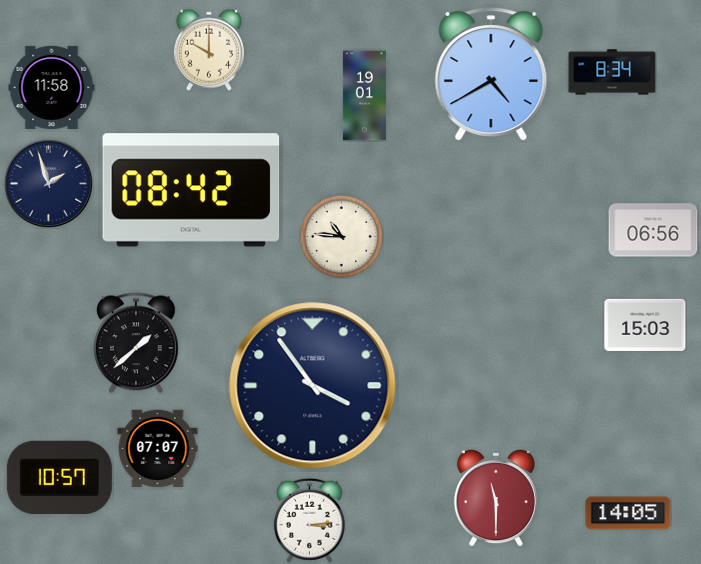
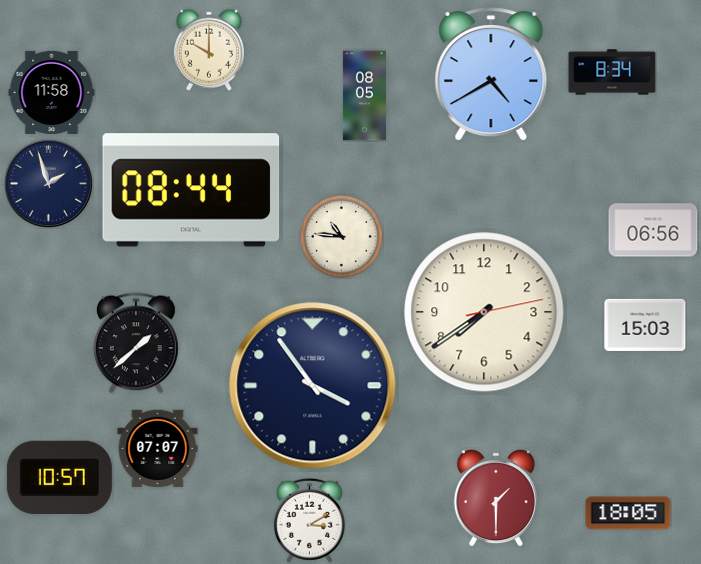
clock at (52, 87) position: (52, 87) -> (52, 92)
clock at (364, 96): 19:01 -> 08:05
clock at (191, 190): 08:42 -> 08:44
clock at (484, 312): none -> 7:39
clock at (496, 499): 11:30 -> 1:30
clock at (628, 513): 14:05 -> 18:05
clock at (309, 520): 3:14 -> 3:10
